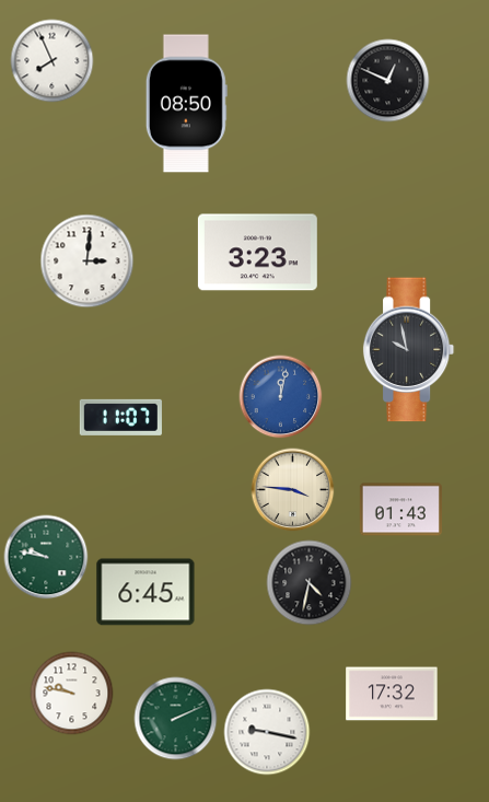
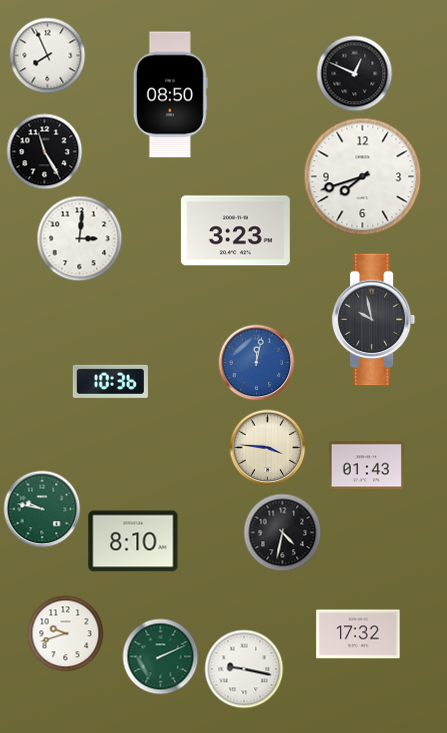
clock at (45, 152): none -> 11:25
clock at (363, 177): none -> 7:42
clock at (120, 417): 11:07 -> 10:36
clock at (145, 592): 6:45 -> 8:10
clock at (72, 694): 9:47 -> 9:42
